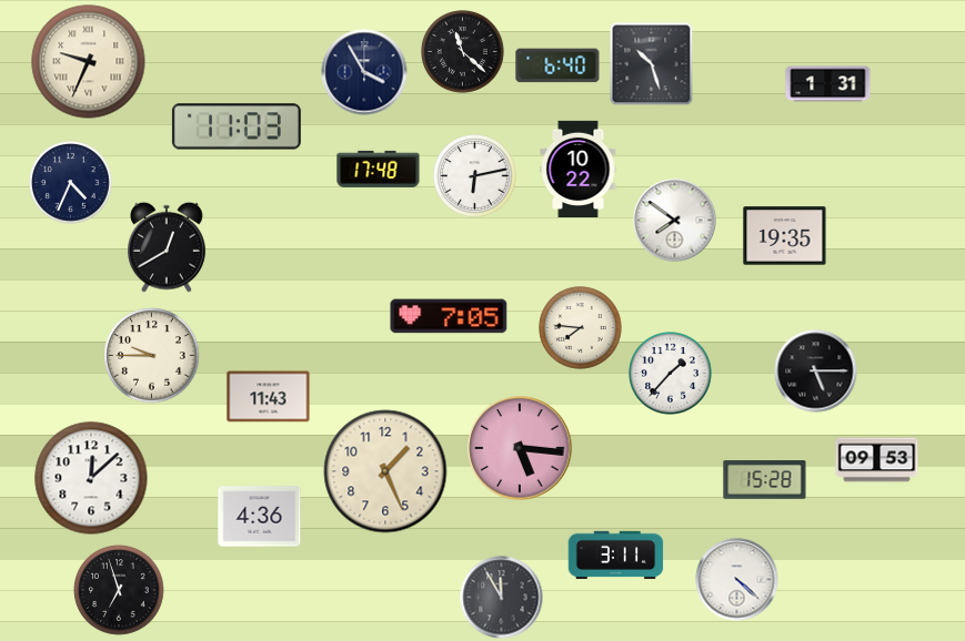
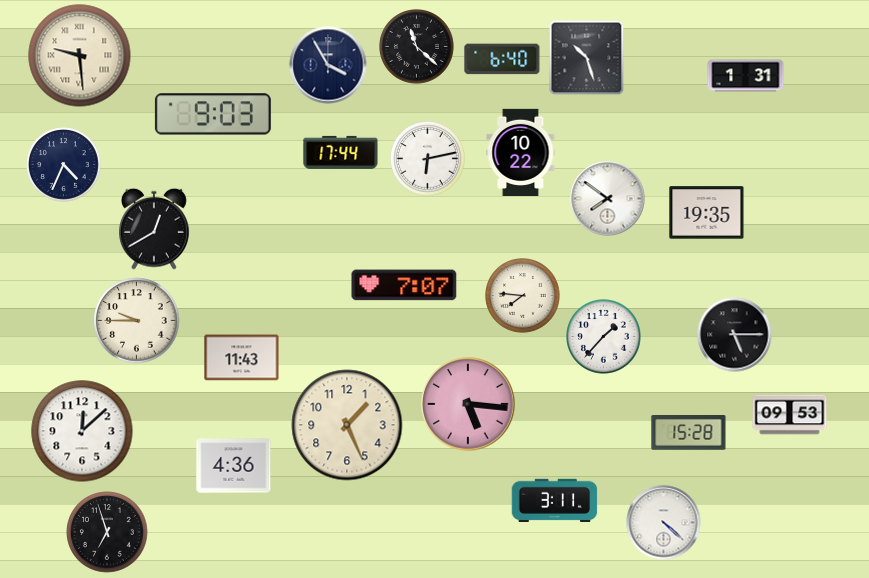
clock at (89, 62): 9:34 -> 9:29
clock at (237, 126): 11:03 -> 9:03
clock at (379, 169): 17:48 -> 17:44
clock at (167, 247) position: (167, 247) -> (154, 229)
clock at (449, 316): 7:05 -> 7:07
clock at (502, 598): 11:55 -> none
